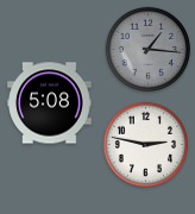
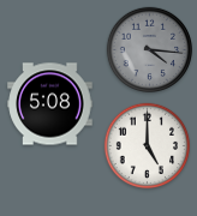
clock at (147, 49): 1:16 -> 4:16
clock at (145, 144): 2:47 -> 5:00
